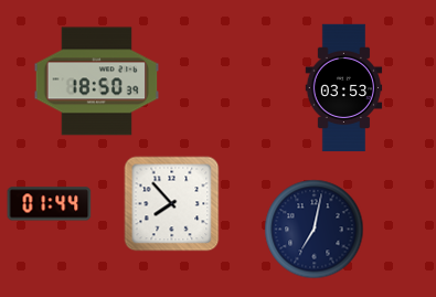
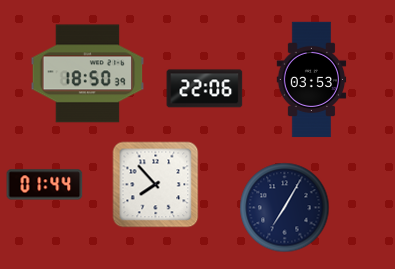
clock at (205, 89): none -> 22:06
clock at (315, 230): 7:02 -> 7:05
